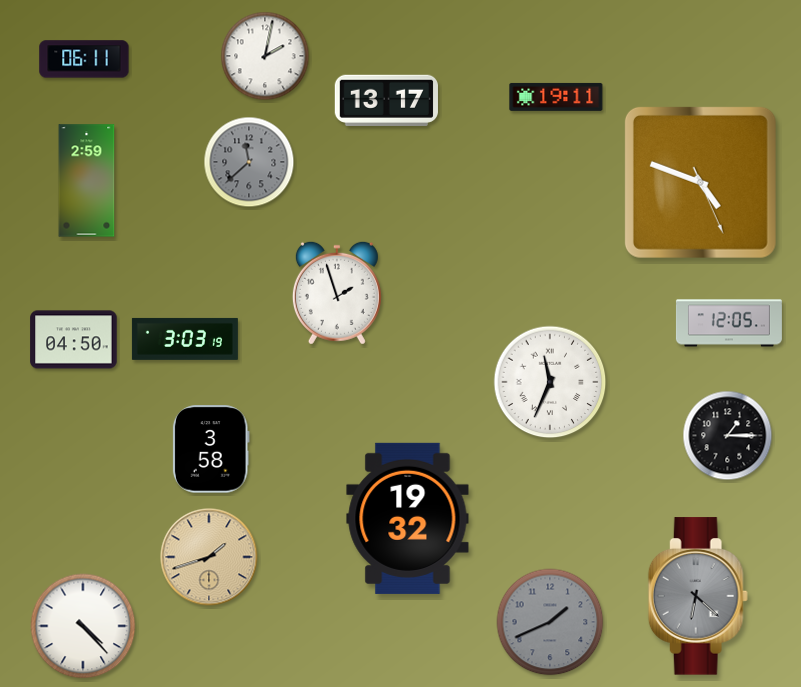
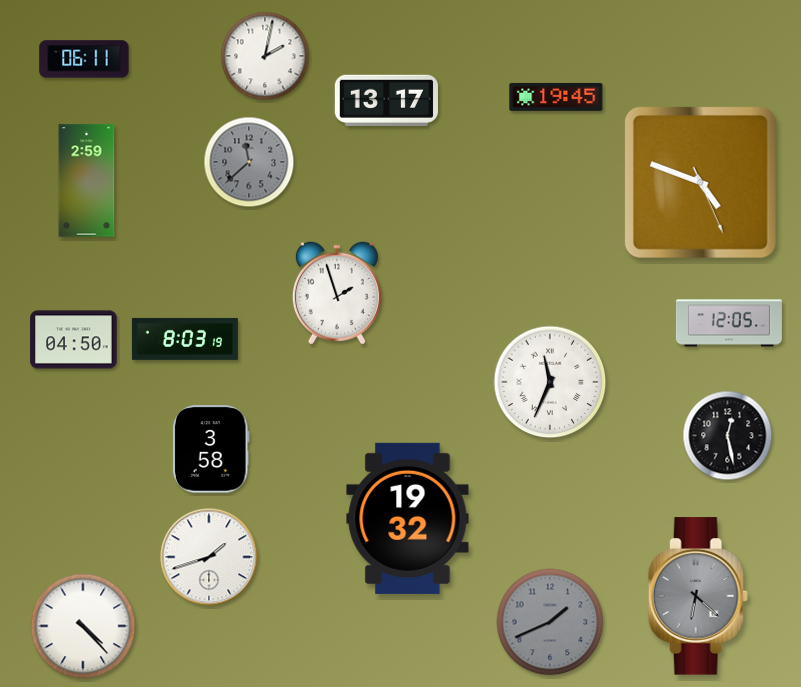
clock at (556, 97): 19:11 -> 19:45
clock at (185, 339): 3:03 -> 8:03
clock at (728, 436): 1:15 -> 12:28
clock at (209, 557) dial: champagne -> white
